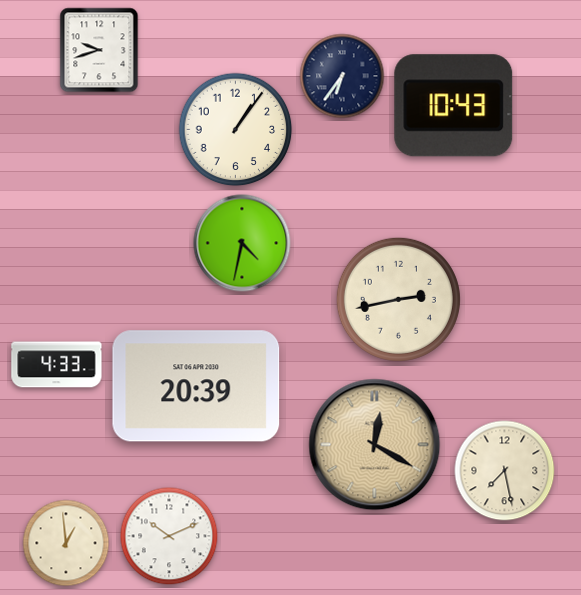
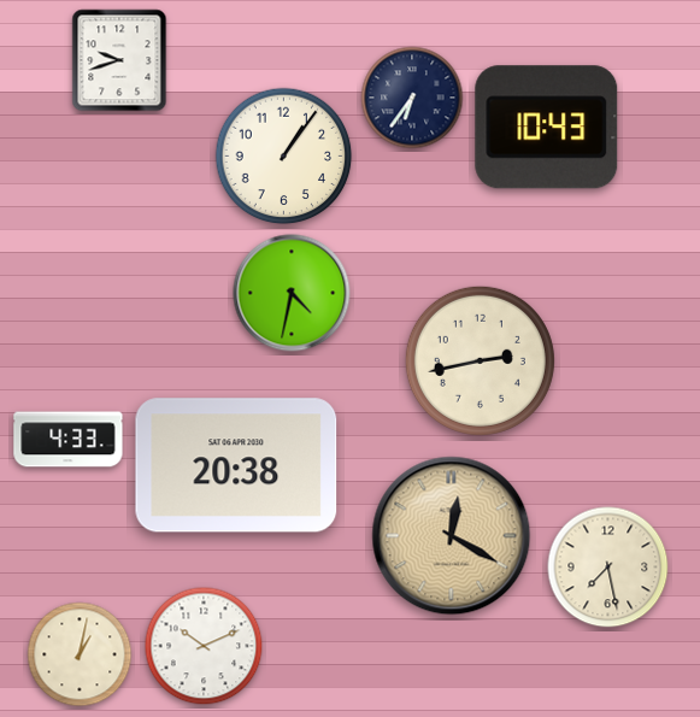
clock at (342, 76) position: (342, 76) -> (412, 98)
clock at (196, 386): 20:39 -> 20:38
clock at (66, 543): 12:59 -> 1:02
